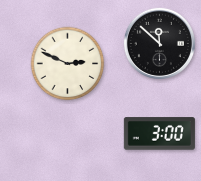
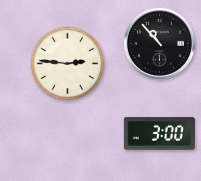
clock at (159, 43): 11:52 -> 10:53
clock at (68, 64): 2:49 -> 2:46
